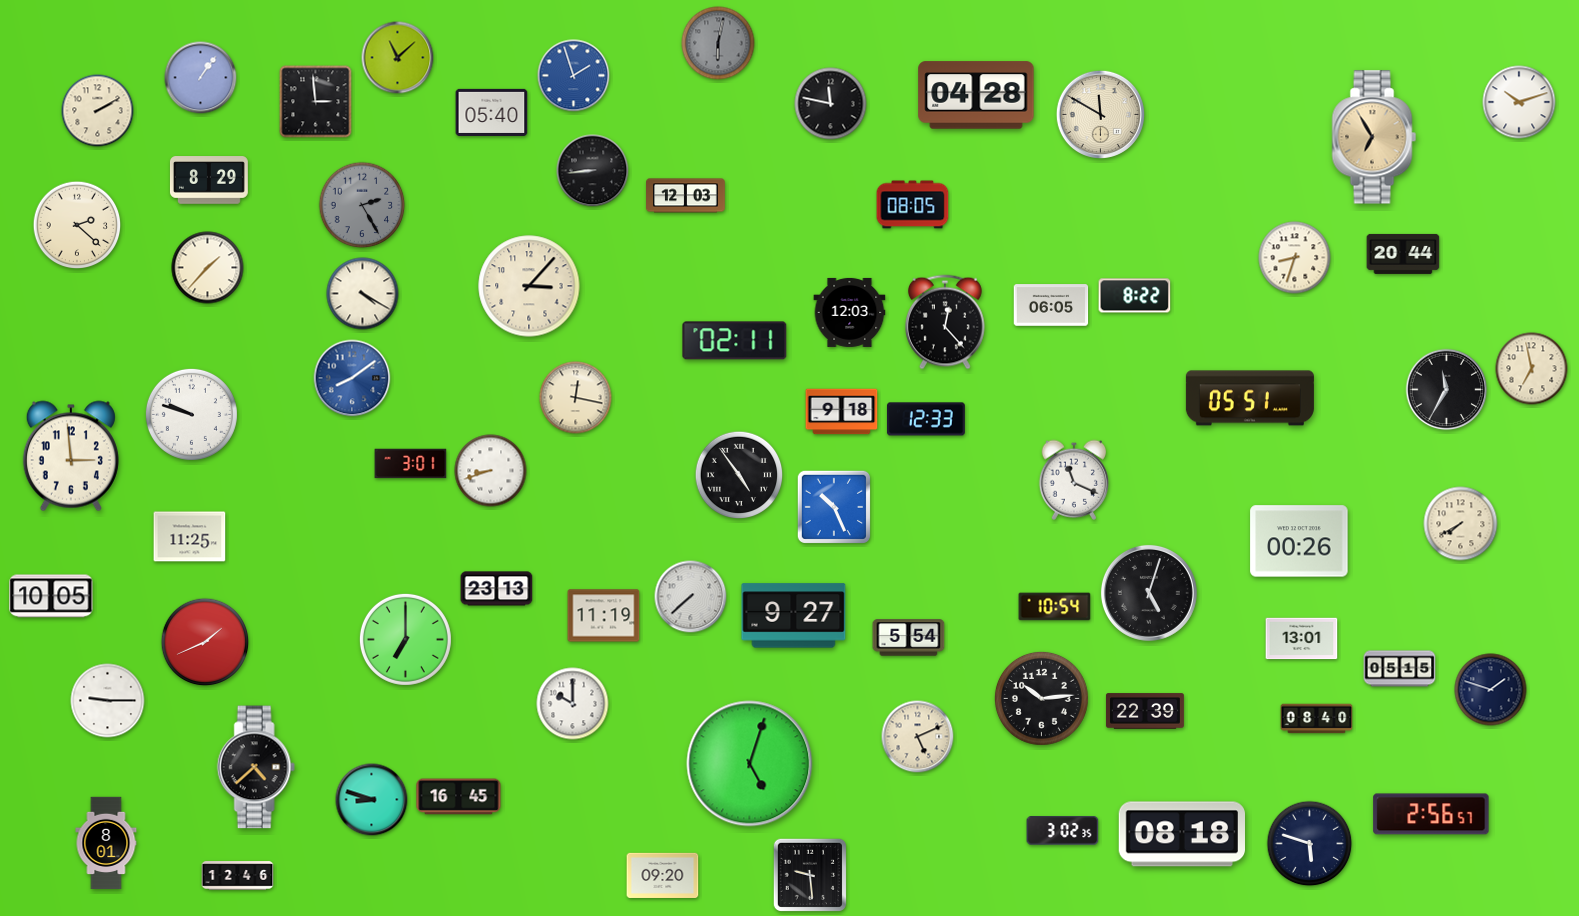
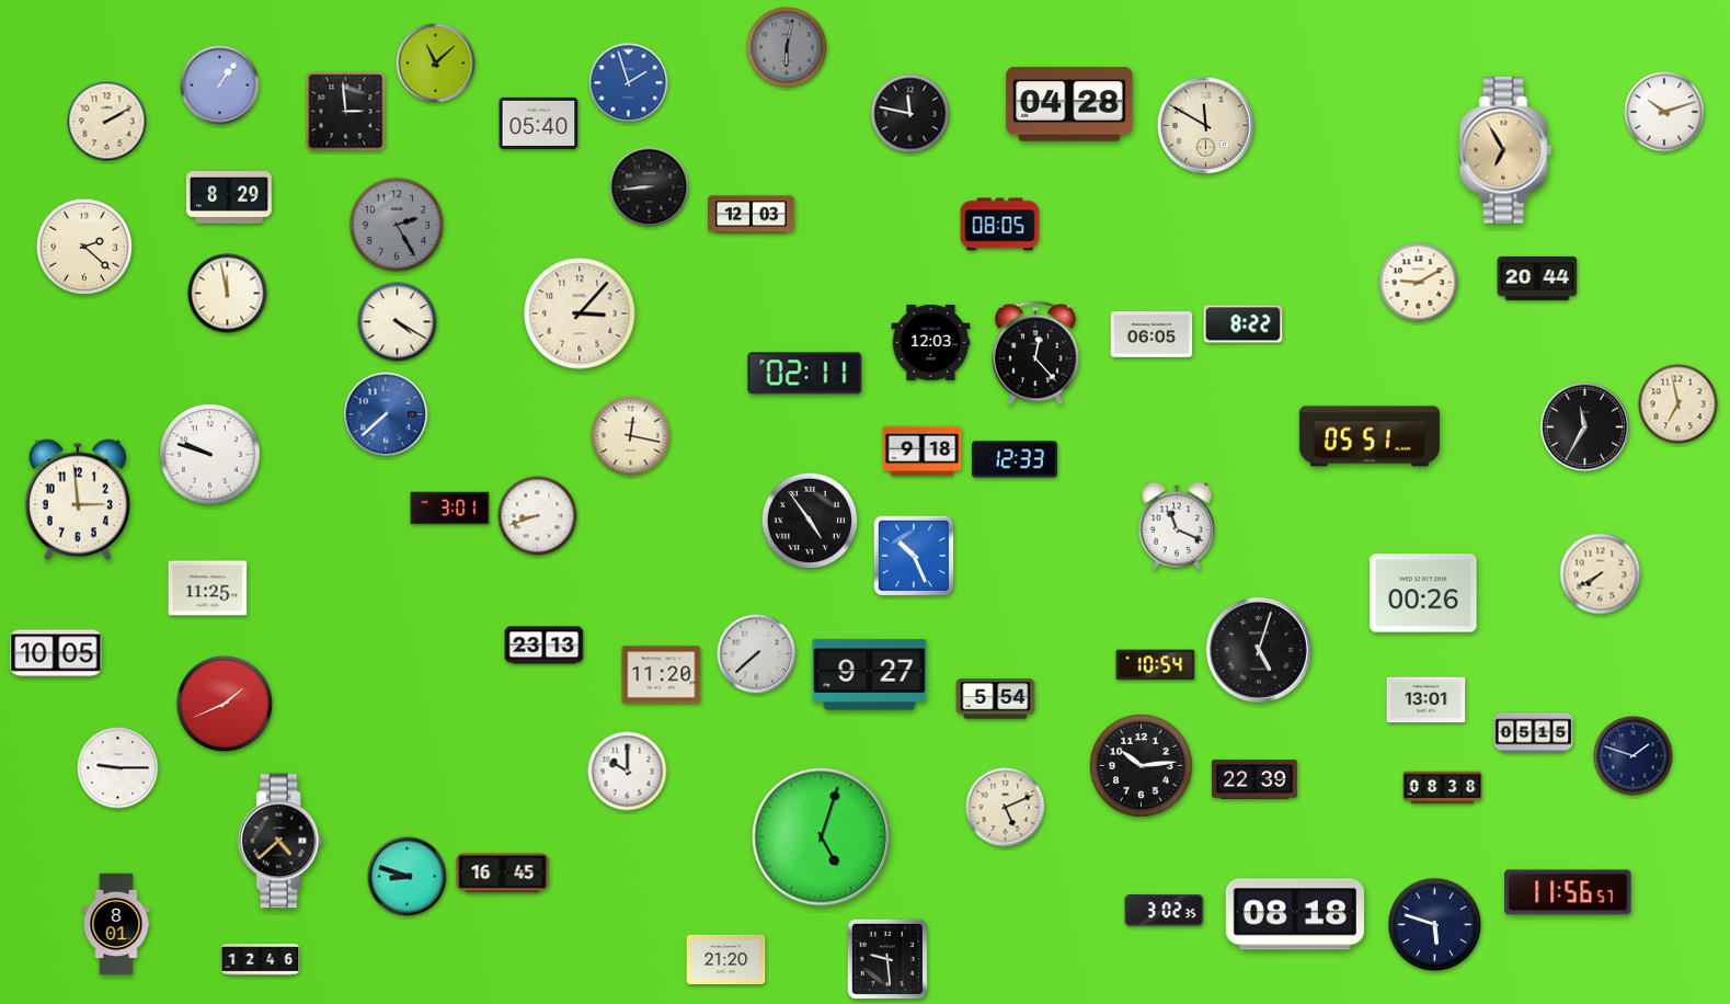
clock at (1295, 258): 8:33 -> 9:10
clock at (208, 268): 1:37 -> 11:58
clock at (352, 378): 8:09 -> 7:38
clock at (604, 616): 11:19 -> 11:20
clock at (405, 639): 7:00 -> none
clock at (1317, 719): 08:40 -> 08:38
clock at (1431, 814): 2:56 -> 11:56
clock at (663, 875): 09:20 -> 21:20
